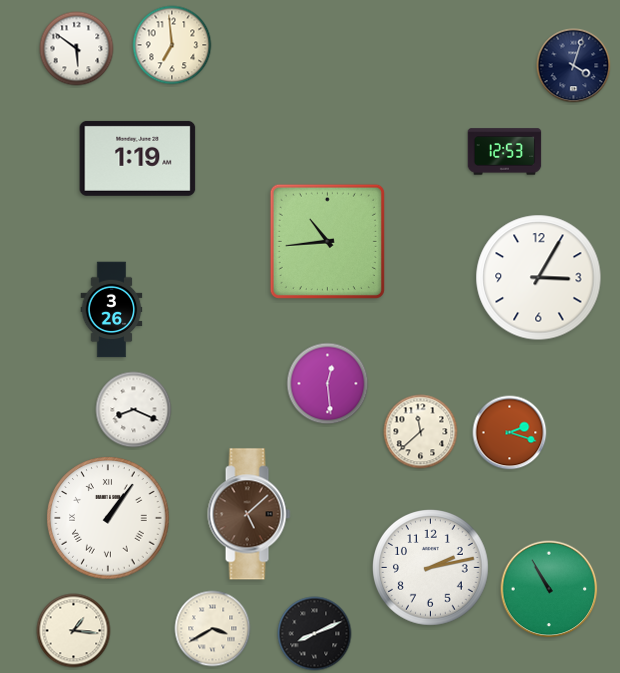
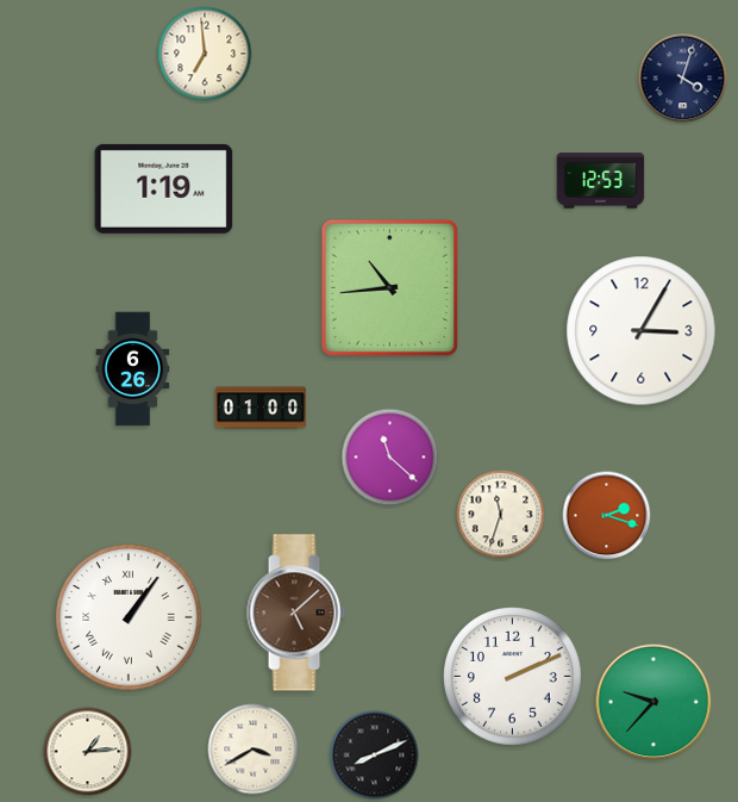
clock at (77, 49): 5:51 -> none
clock at (112, 310): 3:26 -> 6:26
clock at (259, 408): none -> 01:00
clock at (328, 384): 12:29 -> 11:22
clock at (134, 410): 8:19 -> none
clock at (421, 432): 11:38 -> 11:33
clock at (431, 568): 2:13 -> 2:11
clock at (549, 589): 10:55 -> 9:37
clock at (74, 631): 1:16 -> 1:14
